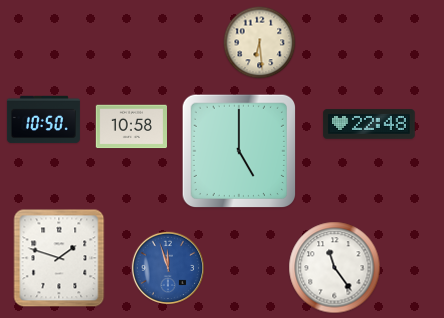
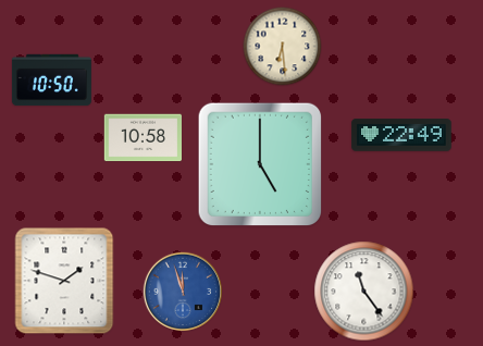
clock at (43, 120) position: (43, 120) -> (51, 81)
clock at (369, 124): 22:48 -> 22:49
